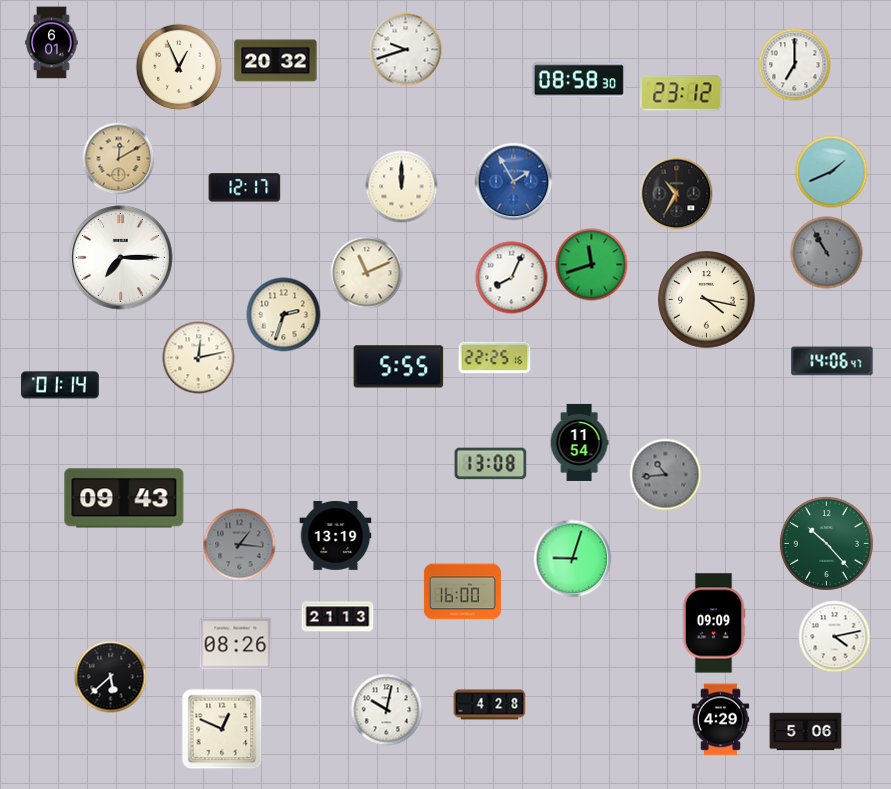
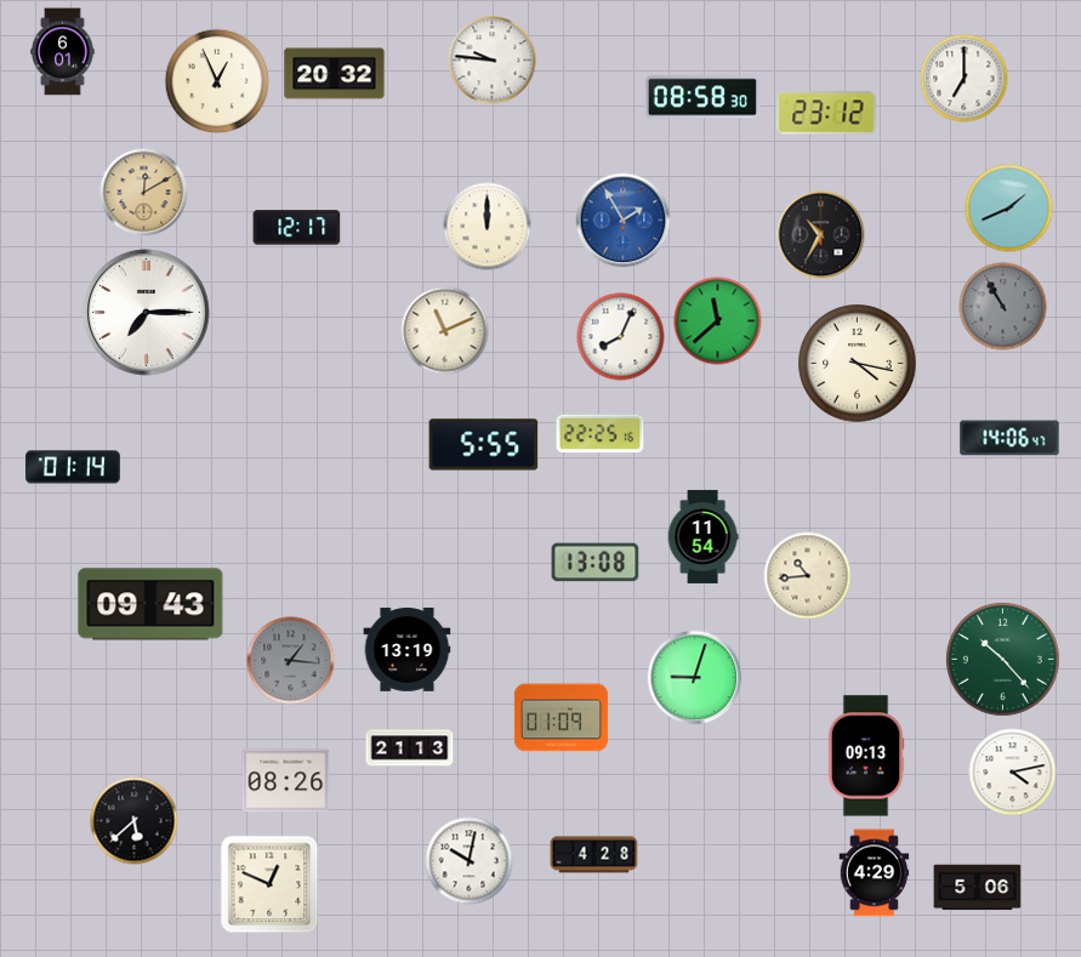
clock at (406, 50): 9:42 -> 9:46
clock at (592, 265): 11:42 -> 11:38
clock at (284, 315): 2:33 -> none
clock at (199, 358): 12:13 -> none
clock at (666, 475) dial: grey -> cream
clock at (462, 592): 16:00 -> 01:09
clock at (714, 623): 09:09 -> 09:13
